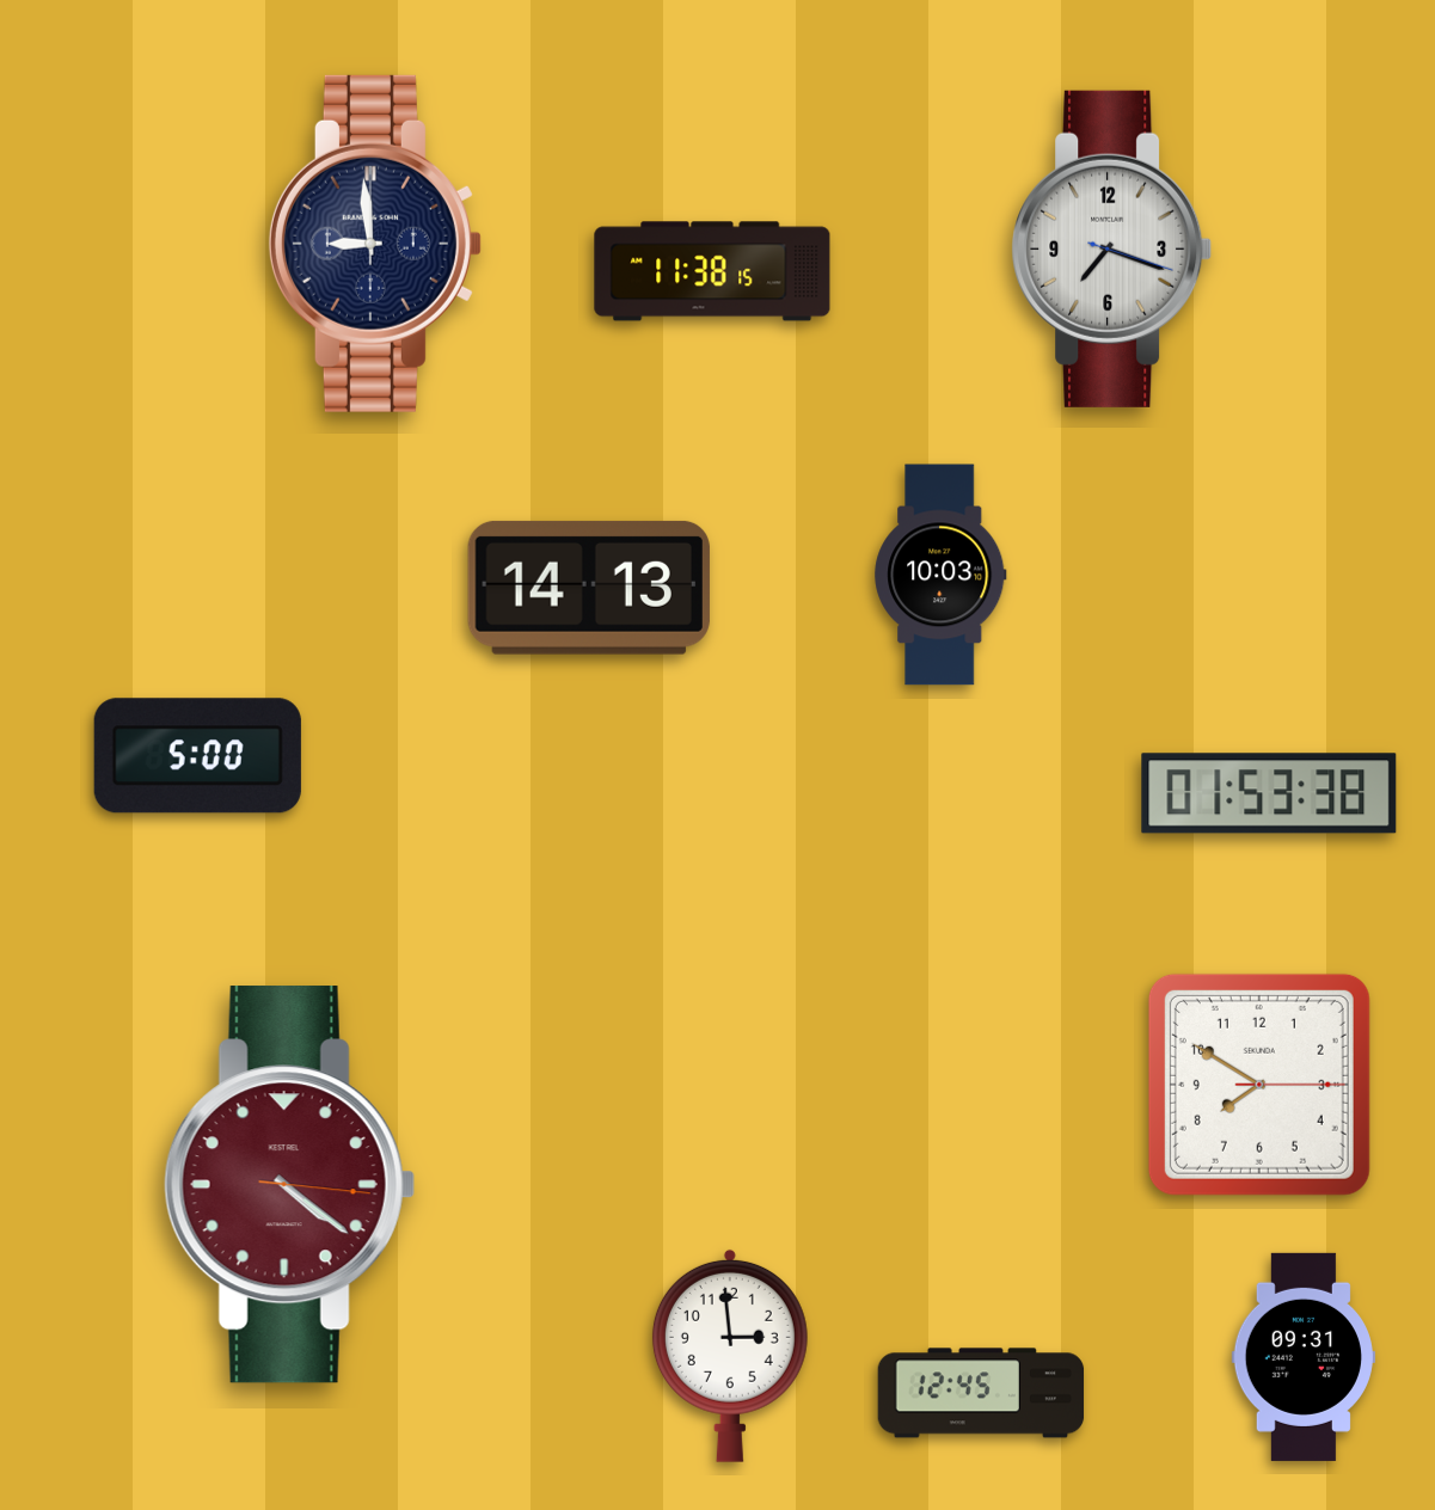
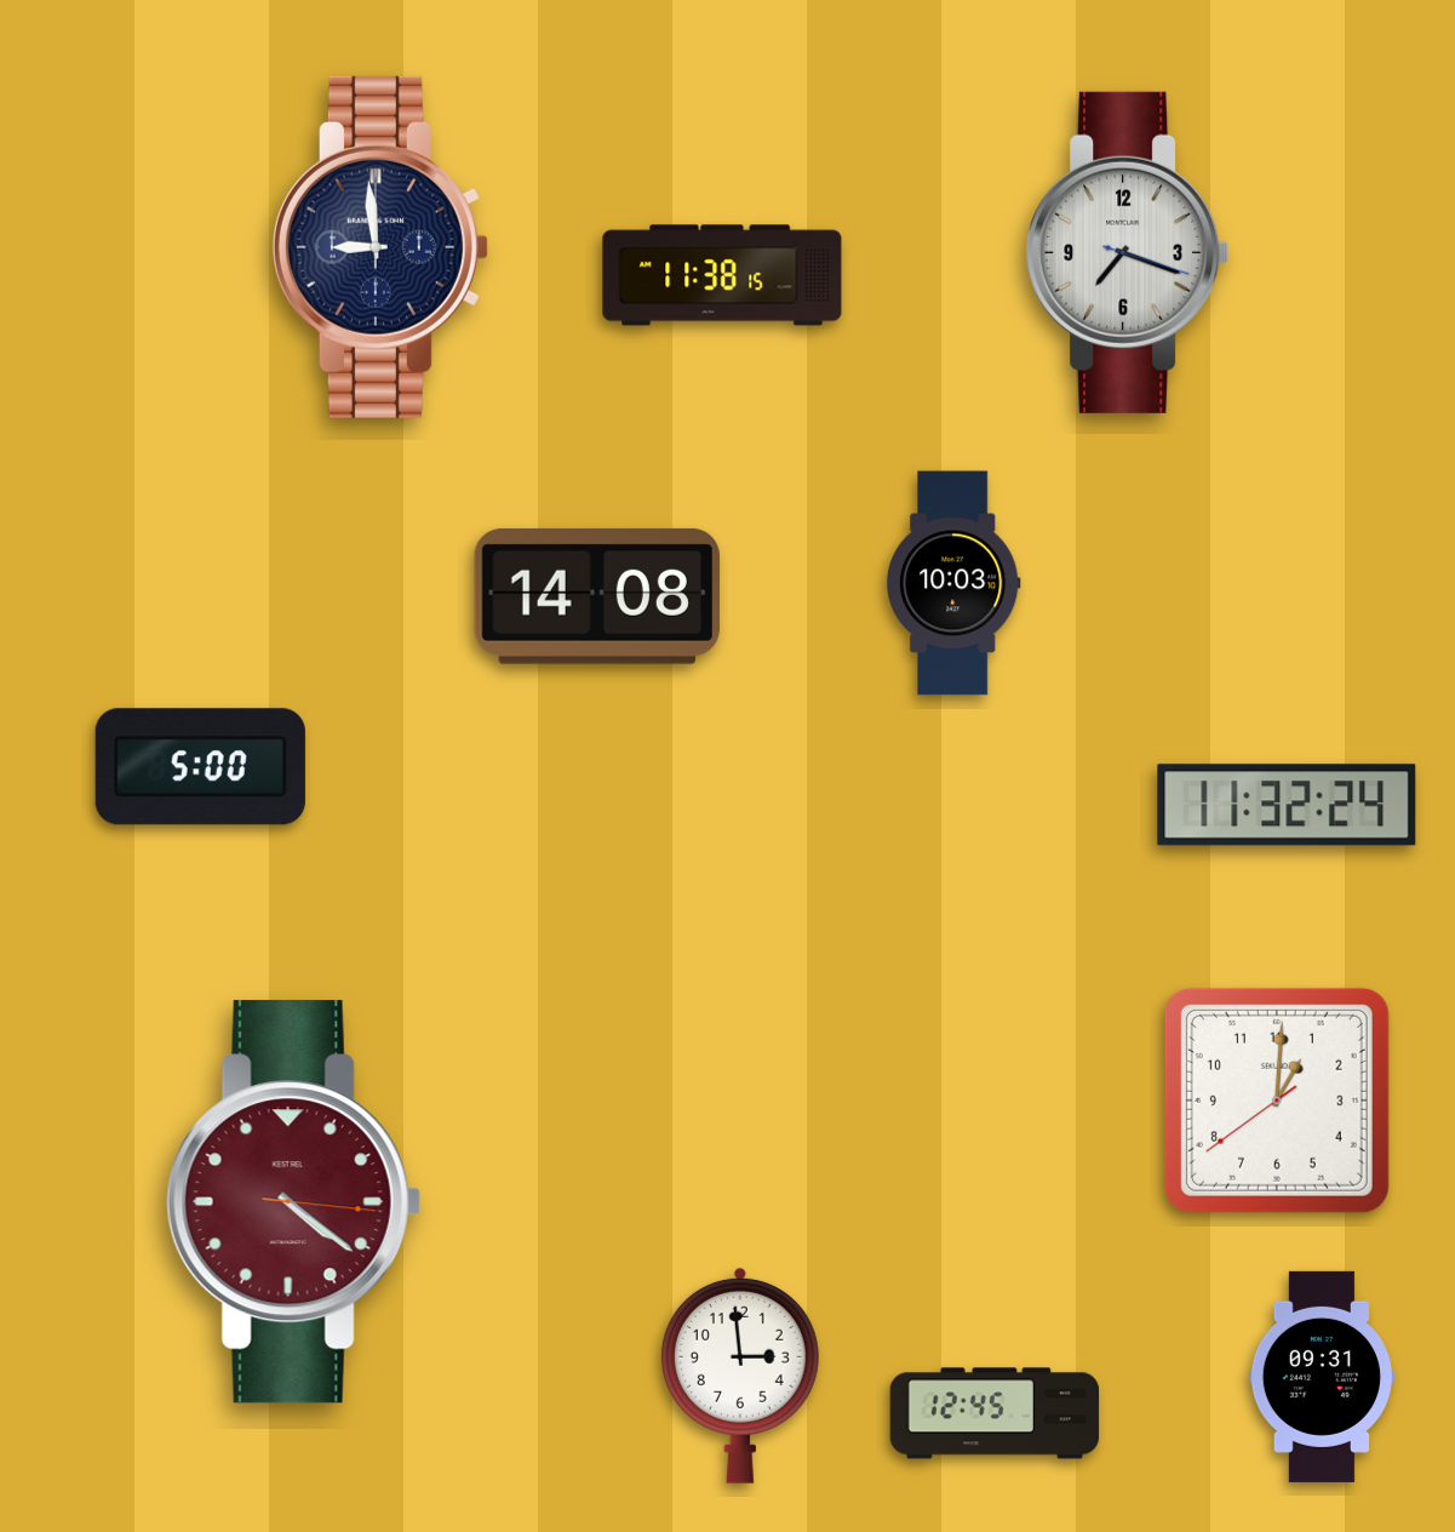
clock at (589, 588): 14:13 -> 14:08
clock at (1269, 793): 01:53 -> 11:32
clock at (1259, 1085): 7:50 -> 1:00
